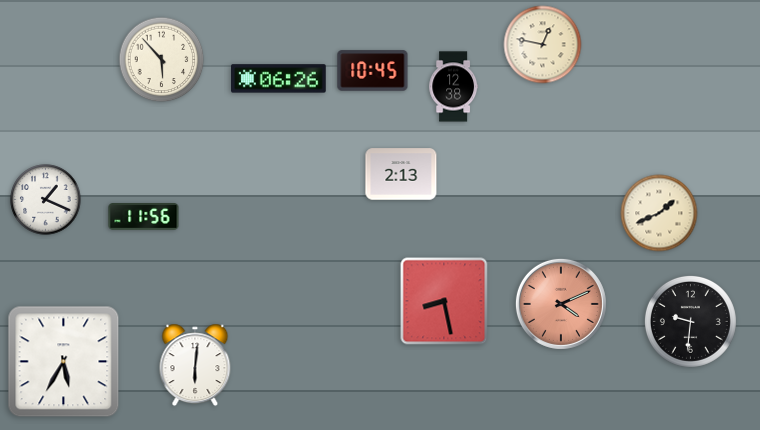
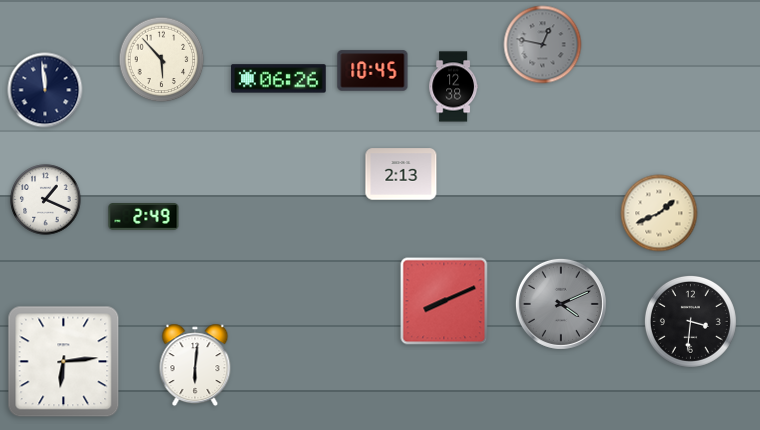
clock at (543, 45) dial: cream -> grey
clock at (45, 90): none -> 11:59
clock at (144, 217): 11:56 -> 2:49
clock at (444, 301): 8:28 -> 8:11
clock at (561, 304) dial: salmon -> grey
clock at (690, 321): 9:31 -> 3:31
clock at (64, 362): 5:35 -> 6:14
